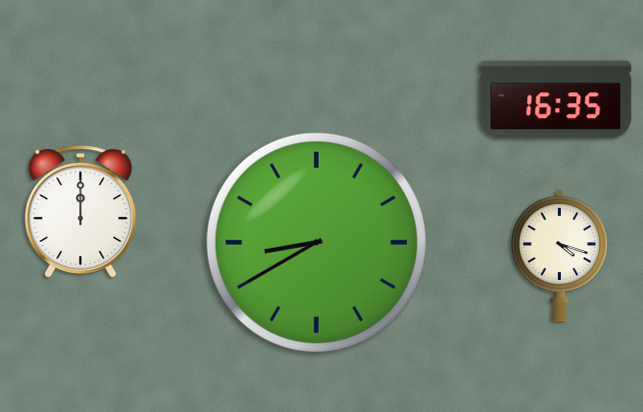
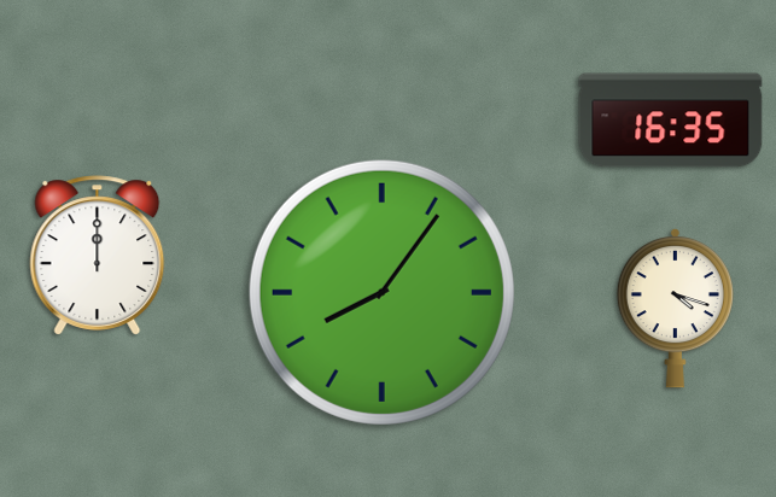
clock at (316, 242): 8:40 -> 8:06
